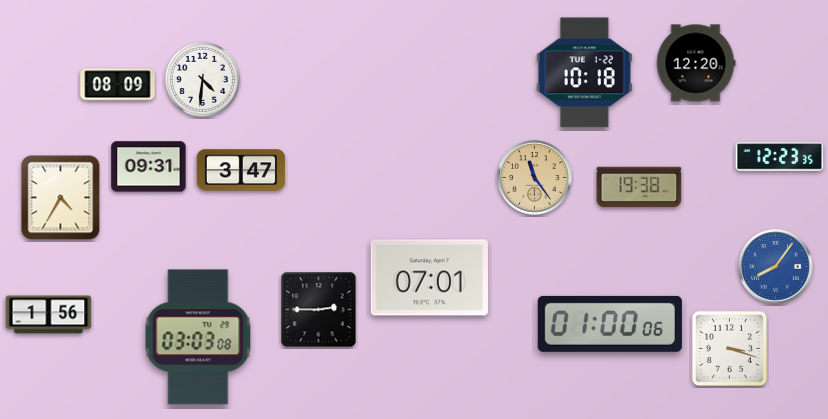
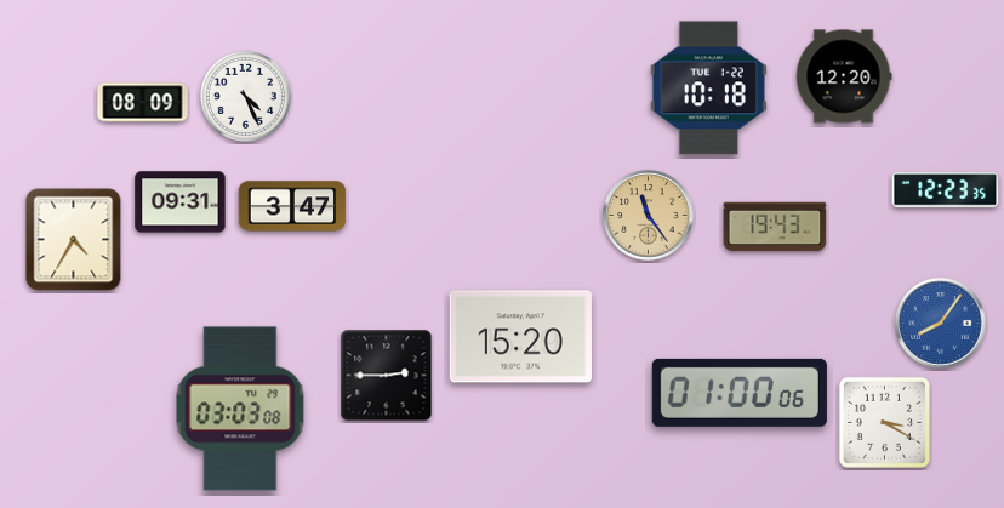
clock at (202, 79): 4:31 -> 4:26
clock at (639, 187): 19:38 -> 19:43
clock at (429, 278): 07:01 -> 15:20
clock at (49, 315): 1:56 -> none
clock at (729, 348): 3:18 -> 3:20
